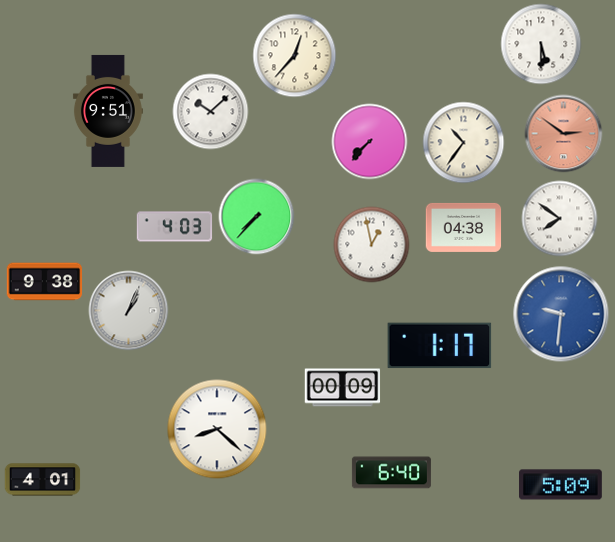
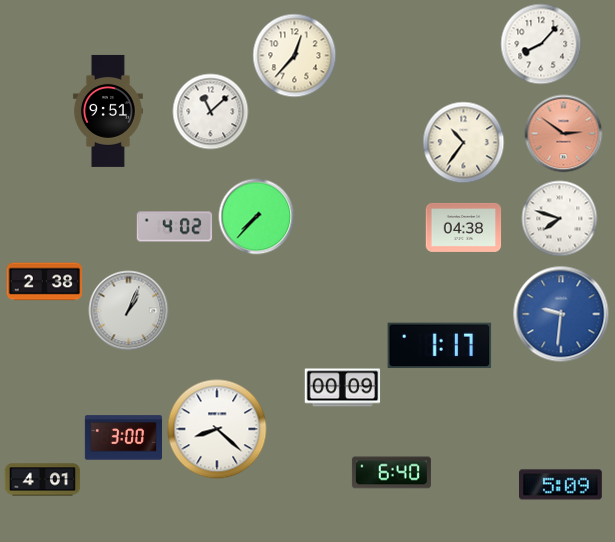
clock at (541, 44): 5:30 -> 8:07
clock at (211, 112): 10:08 -> 11:08
clock at (370, 142): 7:37 -> none
clock at (560, 219): 7:51 -> 7:48
clock at (175, 227): 4:03 -> 4:02
clock at (372, 245): 12:58 -> none
clock at (45, 282): 9:38 -> 2:38
clock at (123, 438): none -> 3:00
